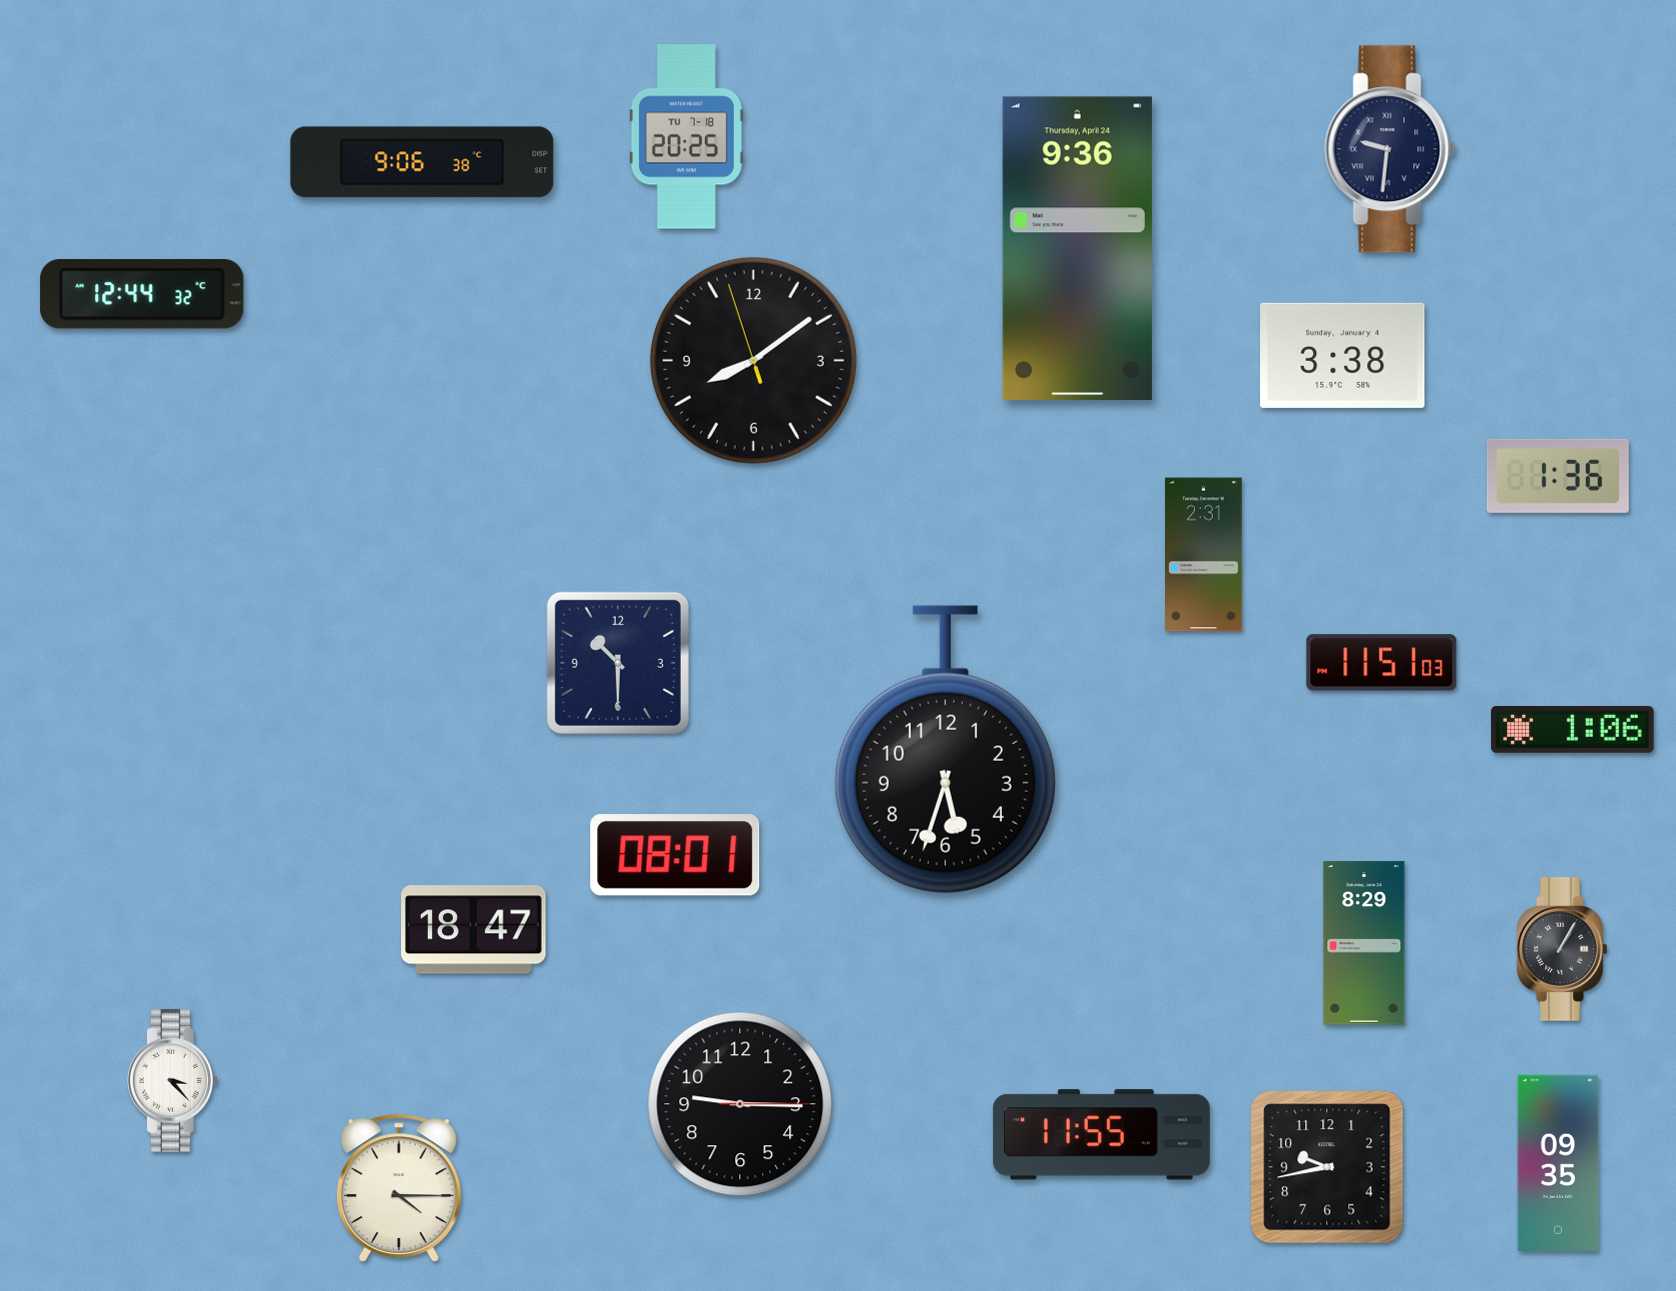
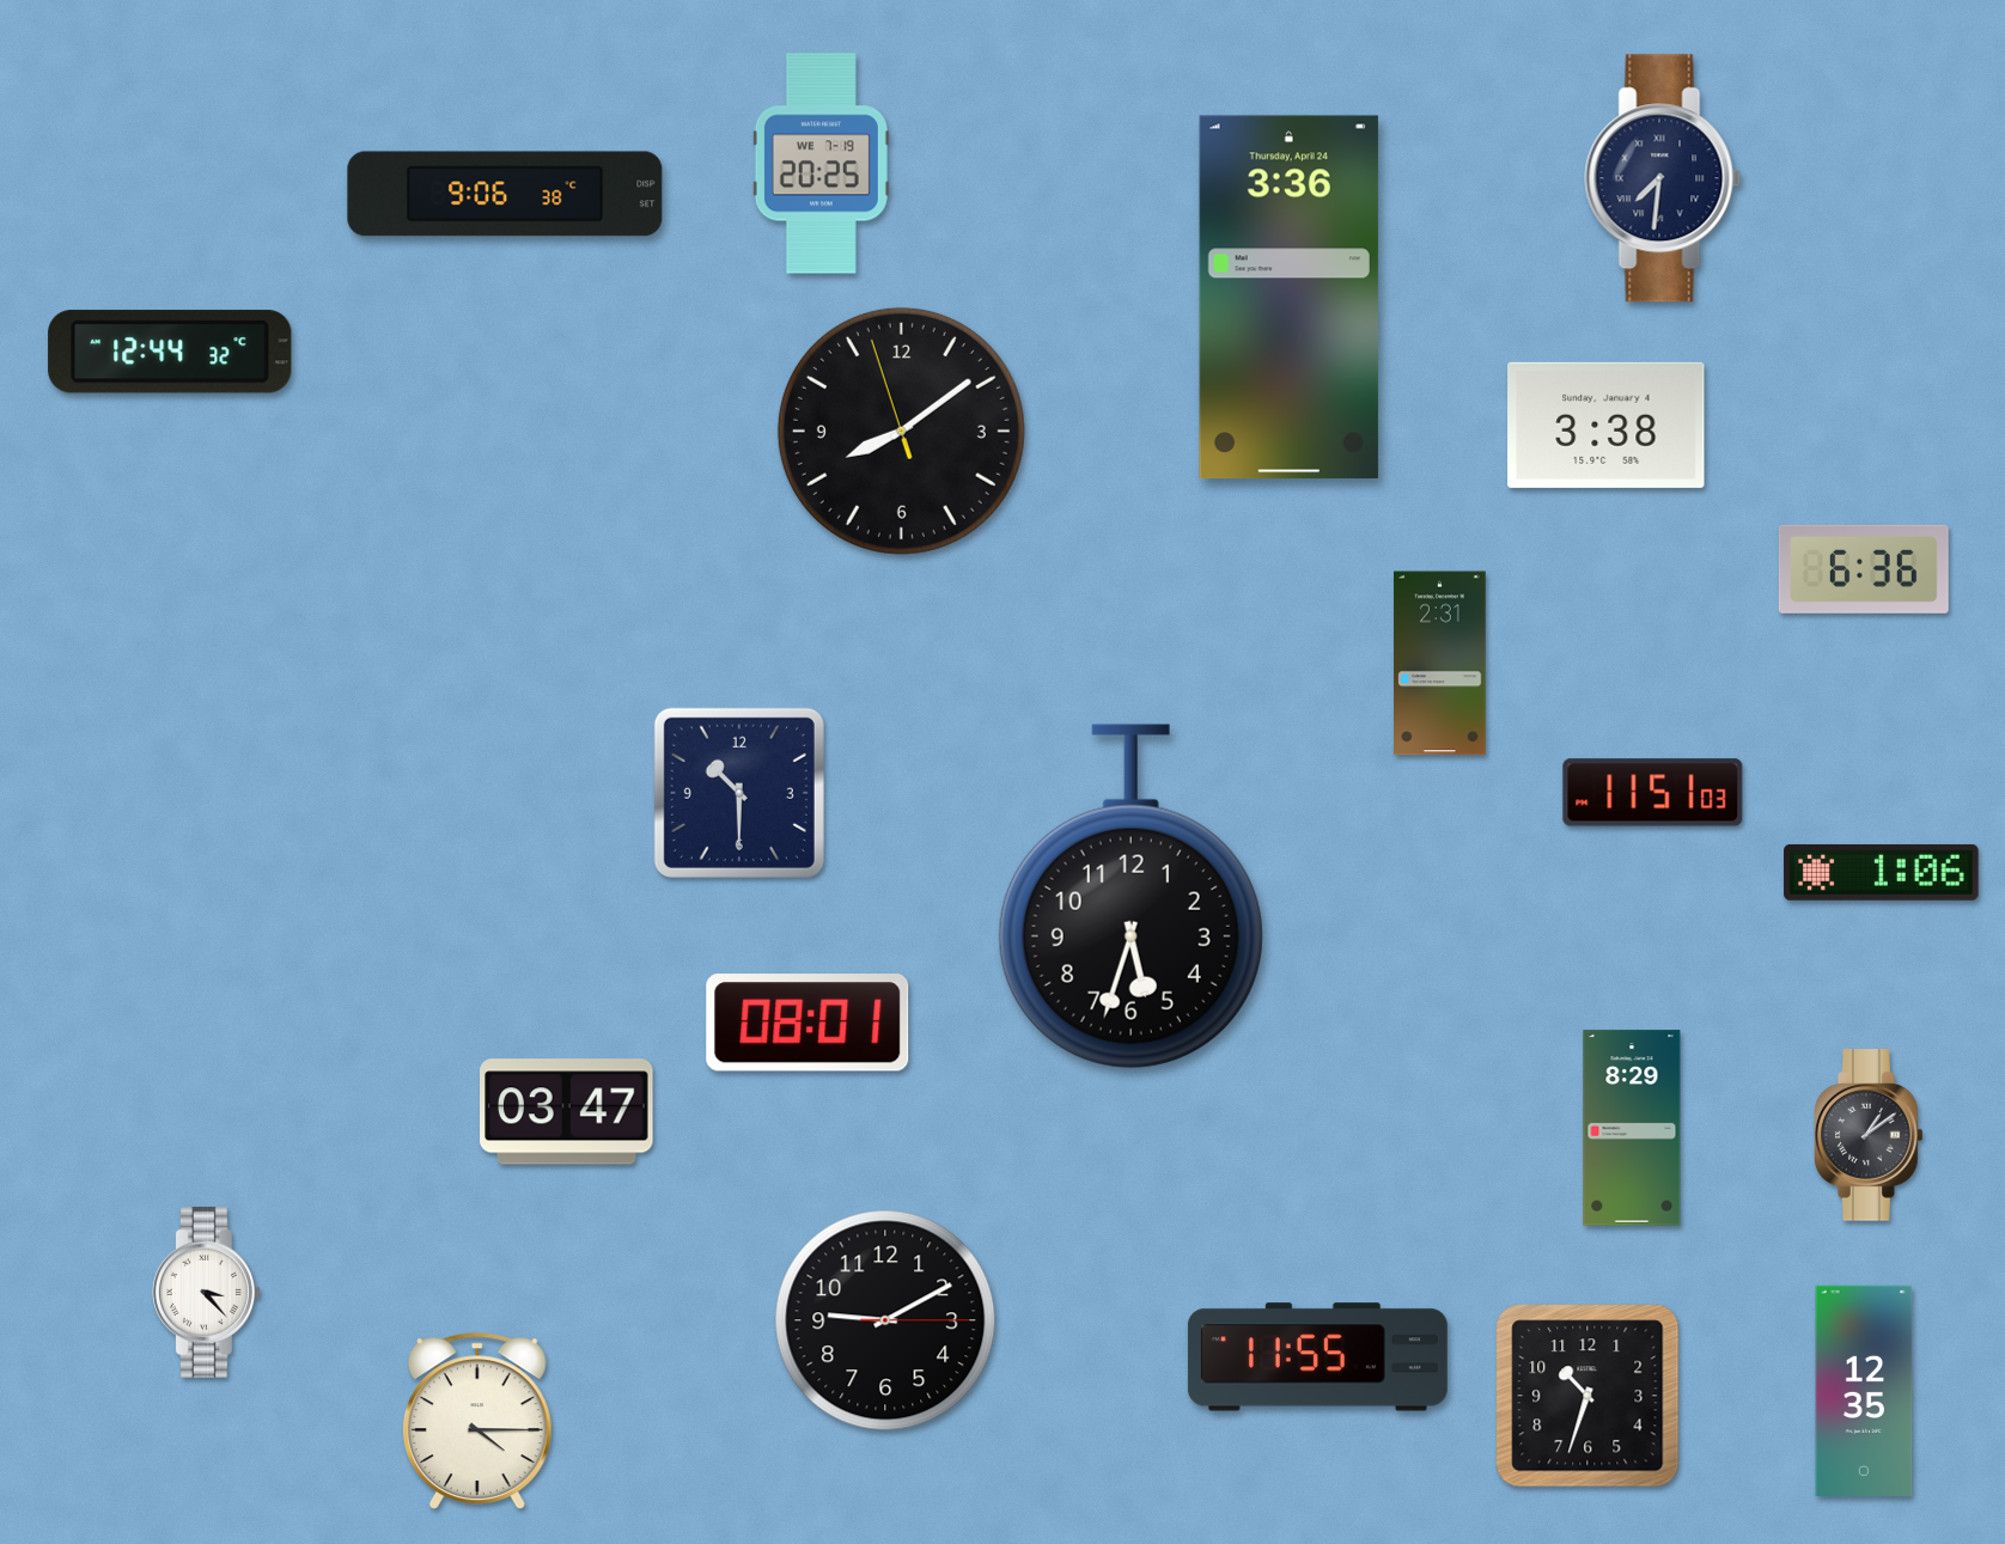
clock at (686, 137) date: TU 7-18 -> WE 7-19
clock at (1390, 149): 9:31 -> 7:31
clock at (1077, 249): 9:36 -> 3:36
clock at (1558, 476): 1:36 -> 6:36
clock at (474, 930): 18:47 -> 03:47
clock at (1563, 949): 1:05 -> 1:09
clock at (740, 1104): 9:15 -> 9:10
clock at (1558, 1163): 09:35 -> 12:35
clock at (1327, 1167): 9:43 -> 10:33
